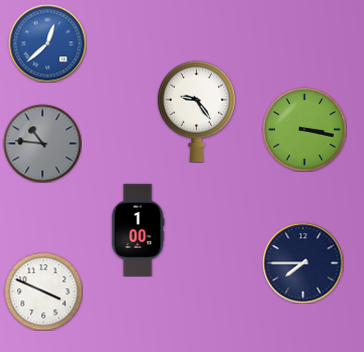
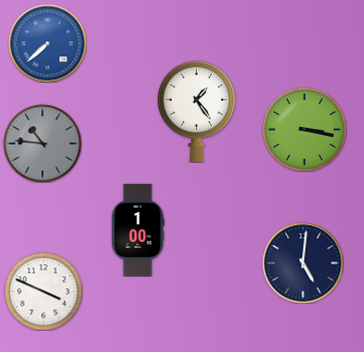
clock at (47, 43): 12:38 -> 7:38
clock at (196, 111): 9:24 -> 1:24
clock at (303, 263): 7:45 -> 5:01
